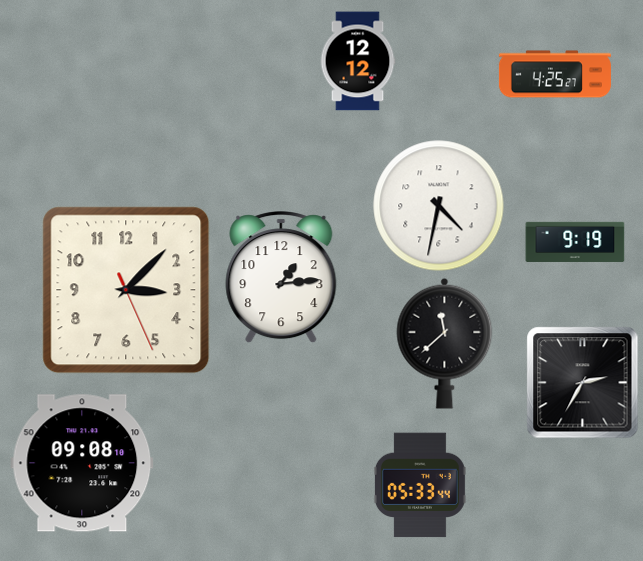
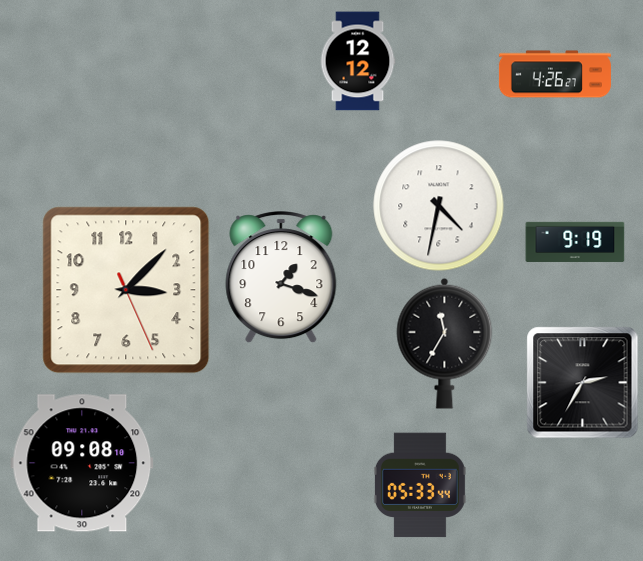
clock at (555, 74): 4:25 -> 4:26
clock at (281, 278): 1:14 -> 1:18
clock at (445, 343): 11:38 -> 11:35
